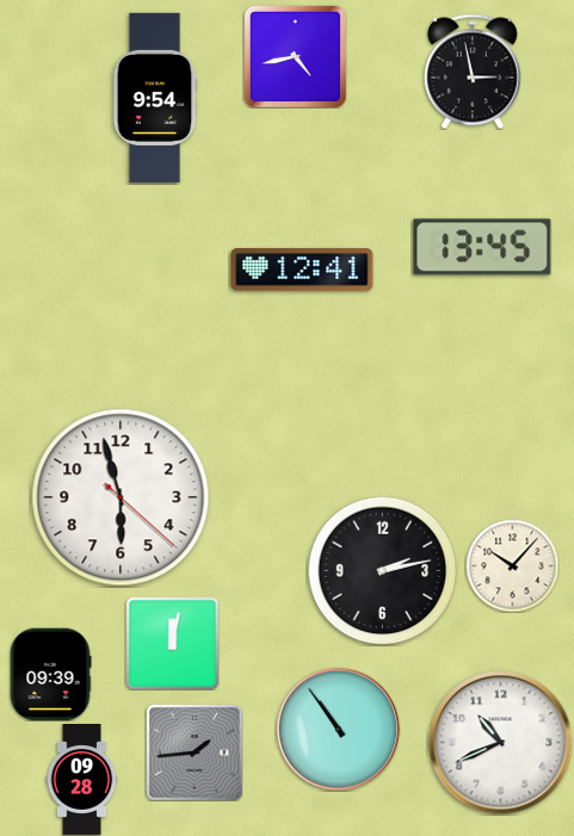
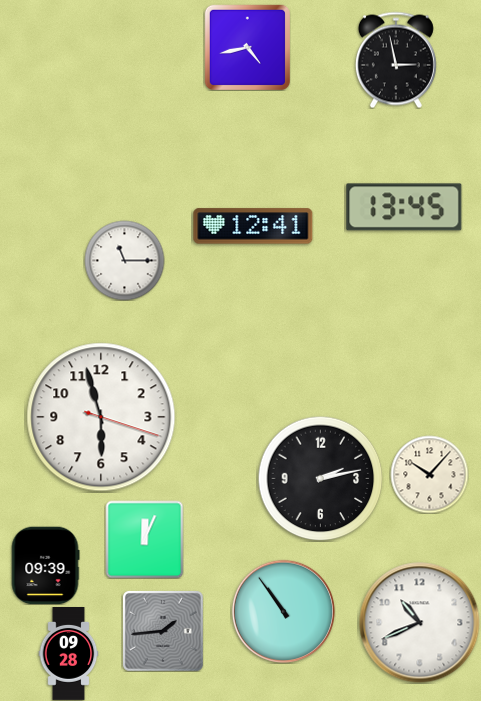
clock at (155, 98): 9:54 -> none
clock at (124, 260): none -> 11:15
clock at (121, 497): 5:57:22 -> 5:57:18
clock at (172, 643): 12:02 -> 12:04
clock at (50, 674) position: (50, 674) -> (45, 565)
